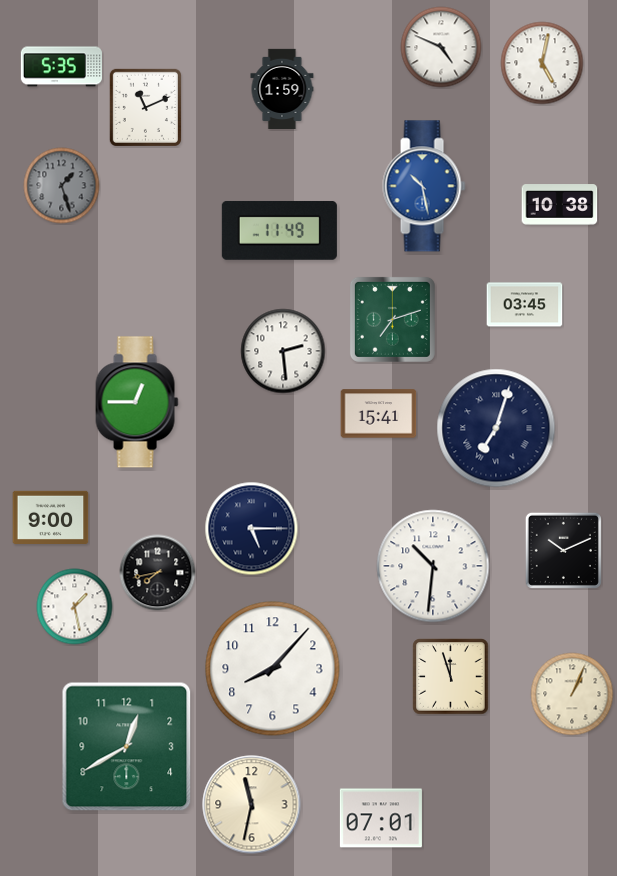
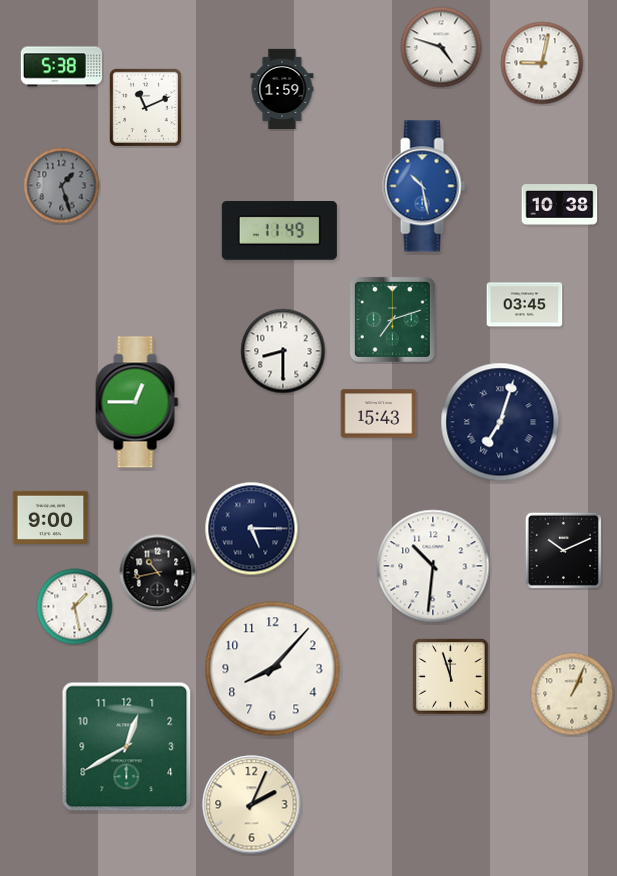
clock at (441, 47): 4:49 -> 4:48
clock at (542, 63): 5:02 -> 9:02
clock at (61, 67): 5:35 -> 5:38
clock at (283, 351): 2:29 -> 8:30
clock at (379, 414): 15:41 -> 15:43
clock at (496, 428) position: (496, 428) -> (500, 422)
clock at (158, 573): 7:43 -> 10:43
clock at (252, 805): 11:32 -> 2:04
clock at (381, 818): 07:01 -> none
